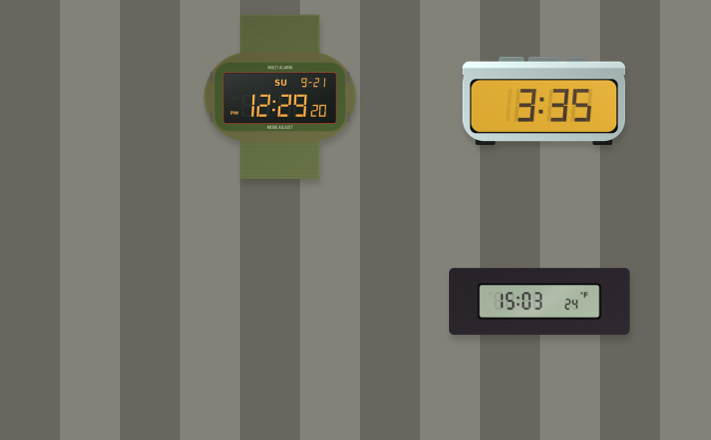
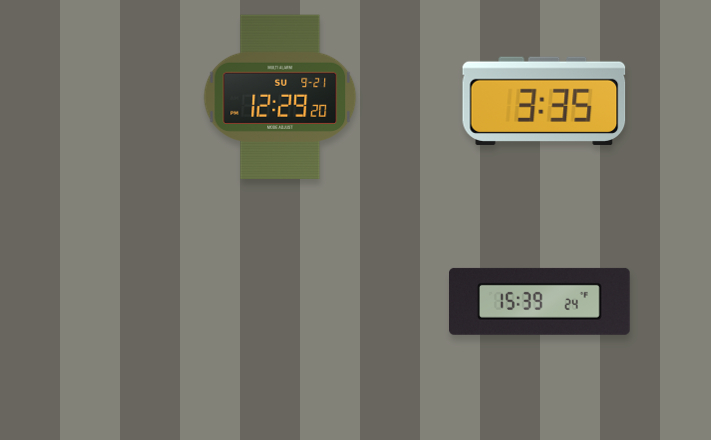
clock at (540, 301): 15:03 -> 15:39
